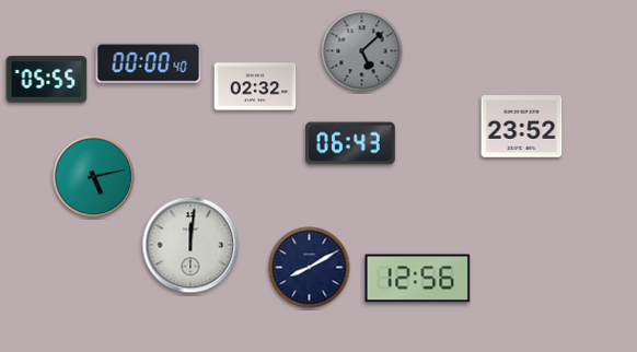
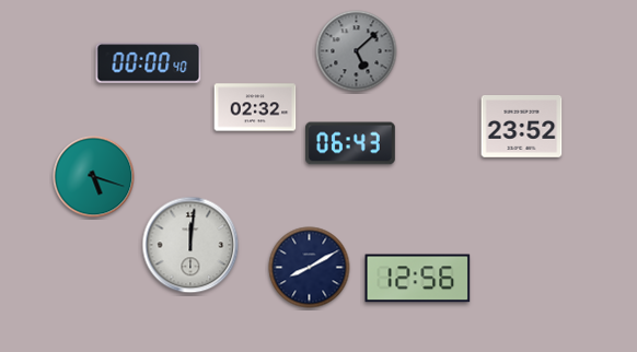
clock at (362, 51) position: (362, 51) -> (357, 51)
clock at (47, 80): 05:55 -> none
clock at (255, 86) position: (255, 86) -> (255, 107)
clock at (94, 177): 5:13 -> 5:18
